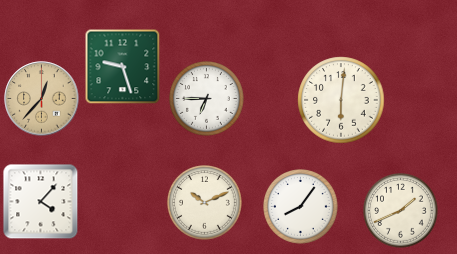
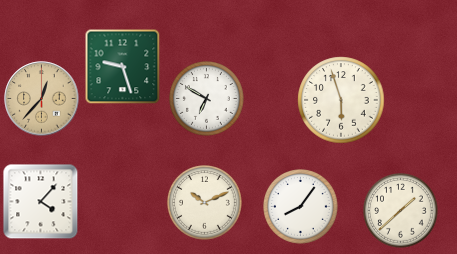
clock at (207, 99): 6:45 -> 6:50
clock at (341, 100): 6:01 -> 5:57
clock at (401, 211): 1:41 -> 1:38
